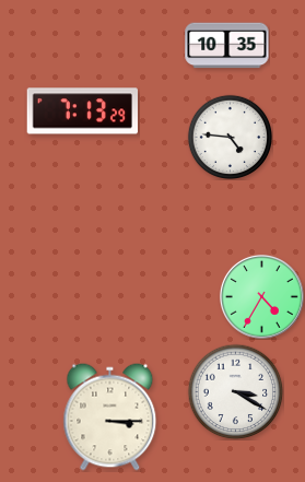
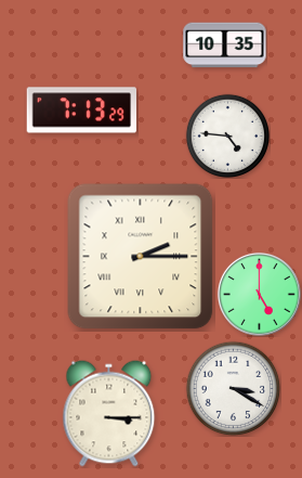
clock at (141, 257): none -> 2:15
clock at (261, 296): 4:35 -> 5:00
